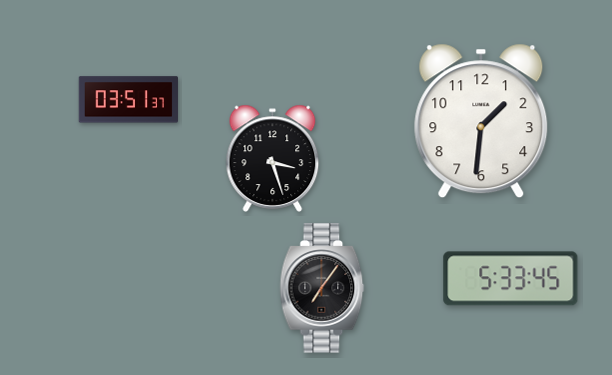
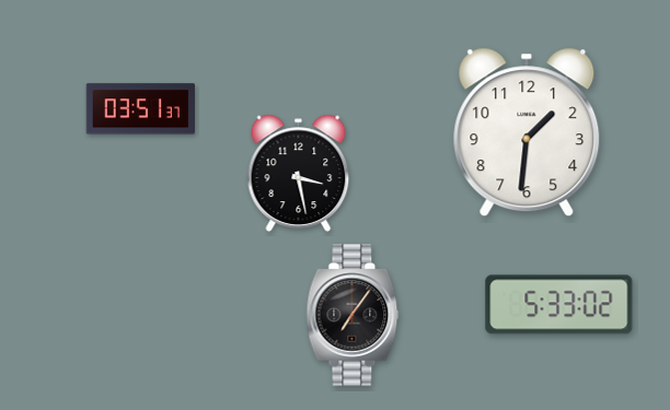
clock at (273, 158): 3:27 -> 3:28
clock at (511, 279): 5:33:45 -> 5:33:02
